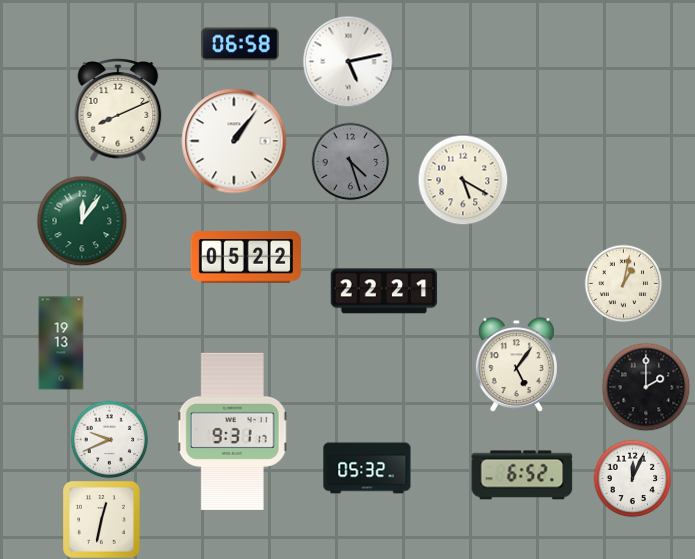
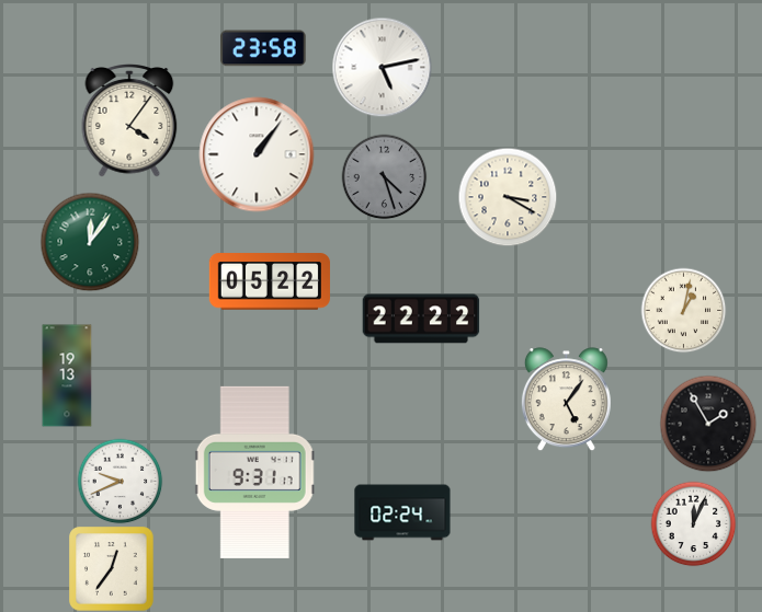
clock at (240, 44): 06:58 -> 23:58
clock at (118, 111): 8:11 -> 4:06
clock at (463, 180): 5:20 -> 3:20
clock at (384, 291): 22:21 -> 22:22
clock at (646, 387): 2:00 -> 1:55
clock at (367, 468): 05:32 -> 02:24
clock at (522, 475): 6:52 -> none
clock at (102, 520): 12:32 -> 12:36
